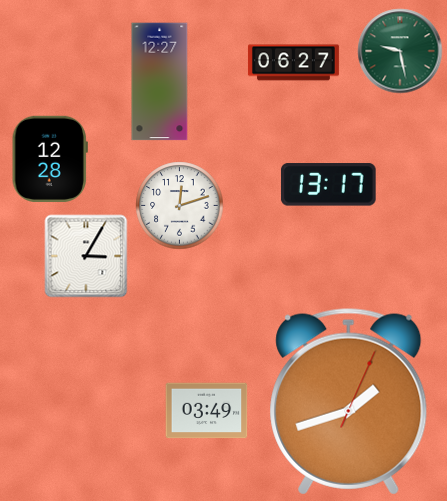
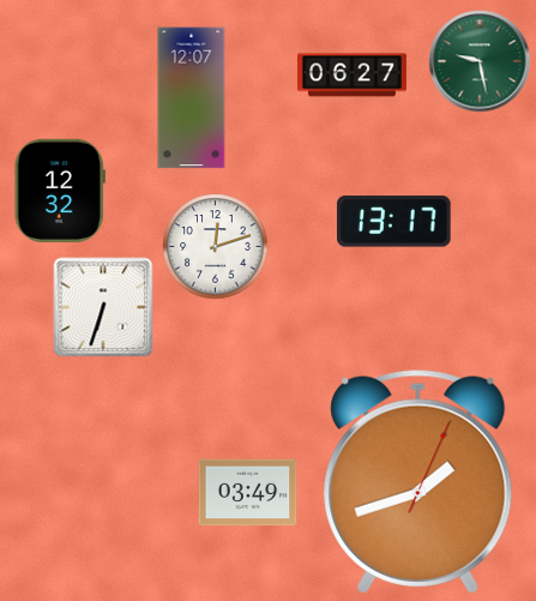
clock at (160, 82): 12:27 -> 12:07
clock at (50, 159): 12:28 -> 12:32
clock at (86, 256): 3:05 -> 6:33
